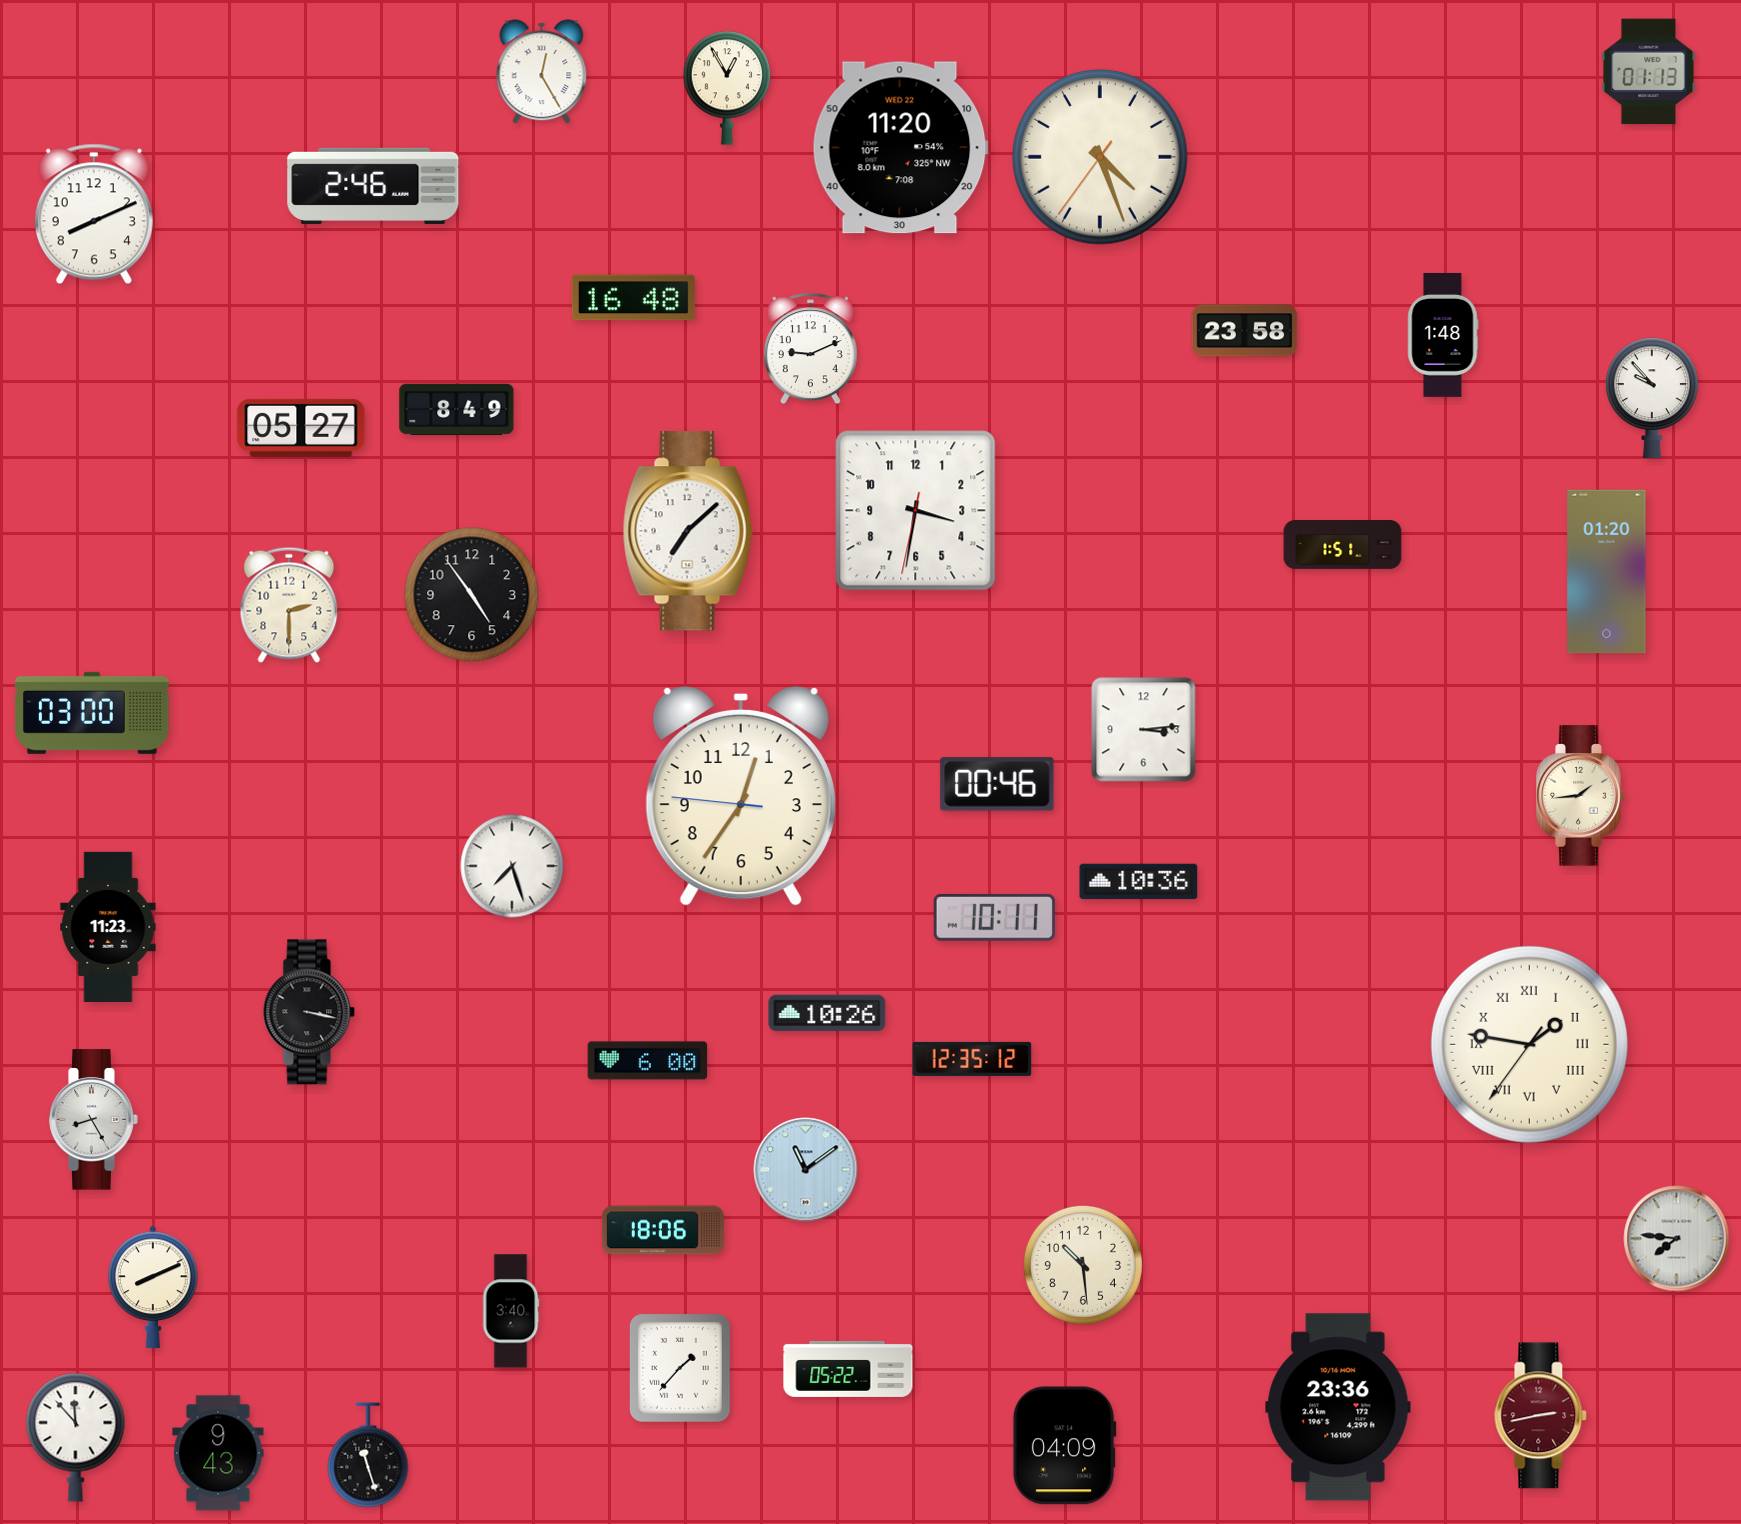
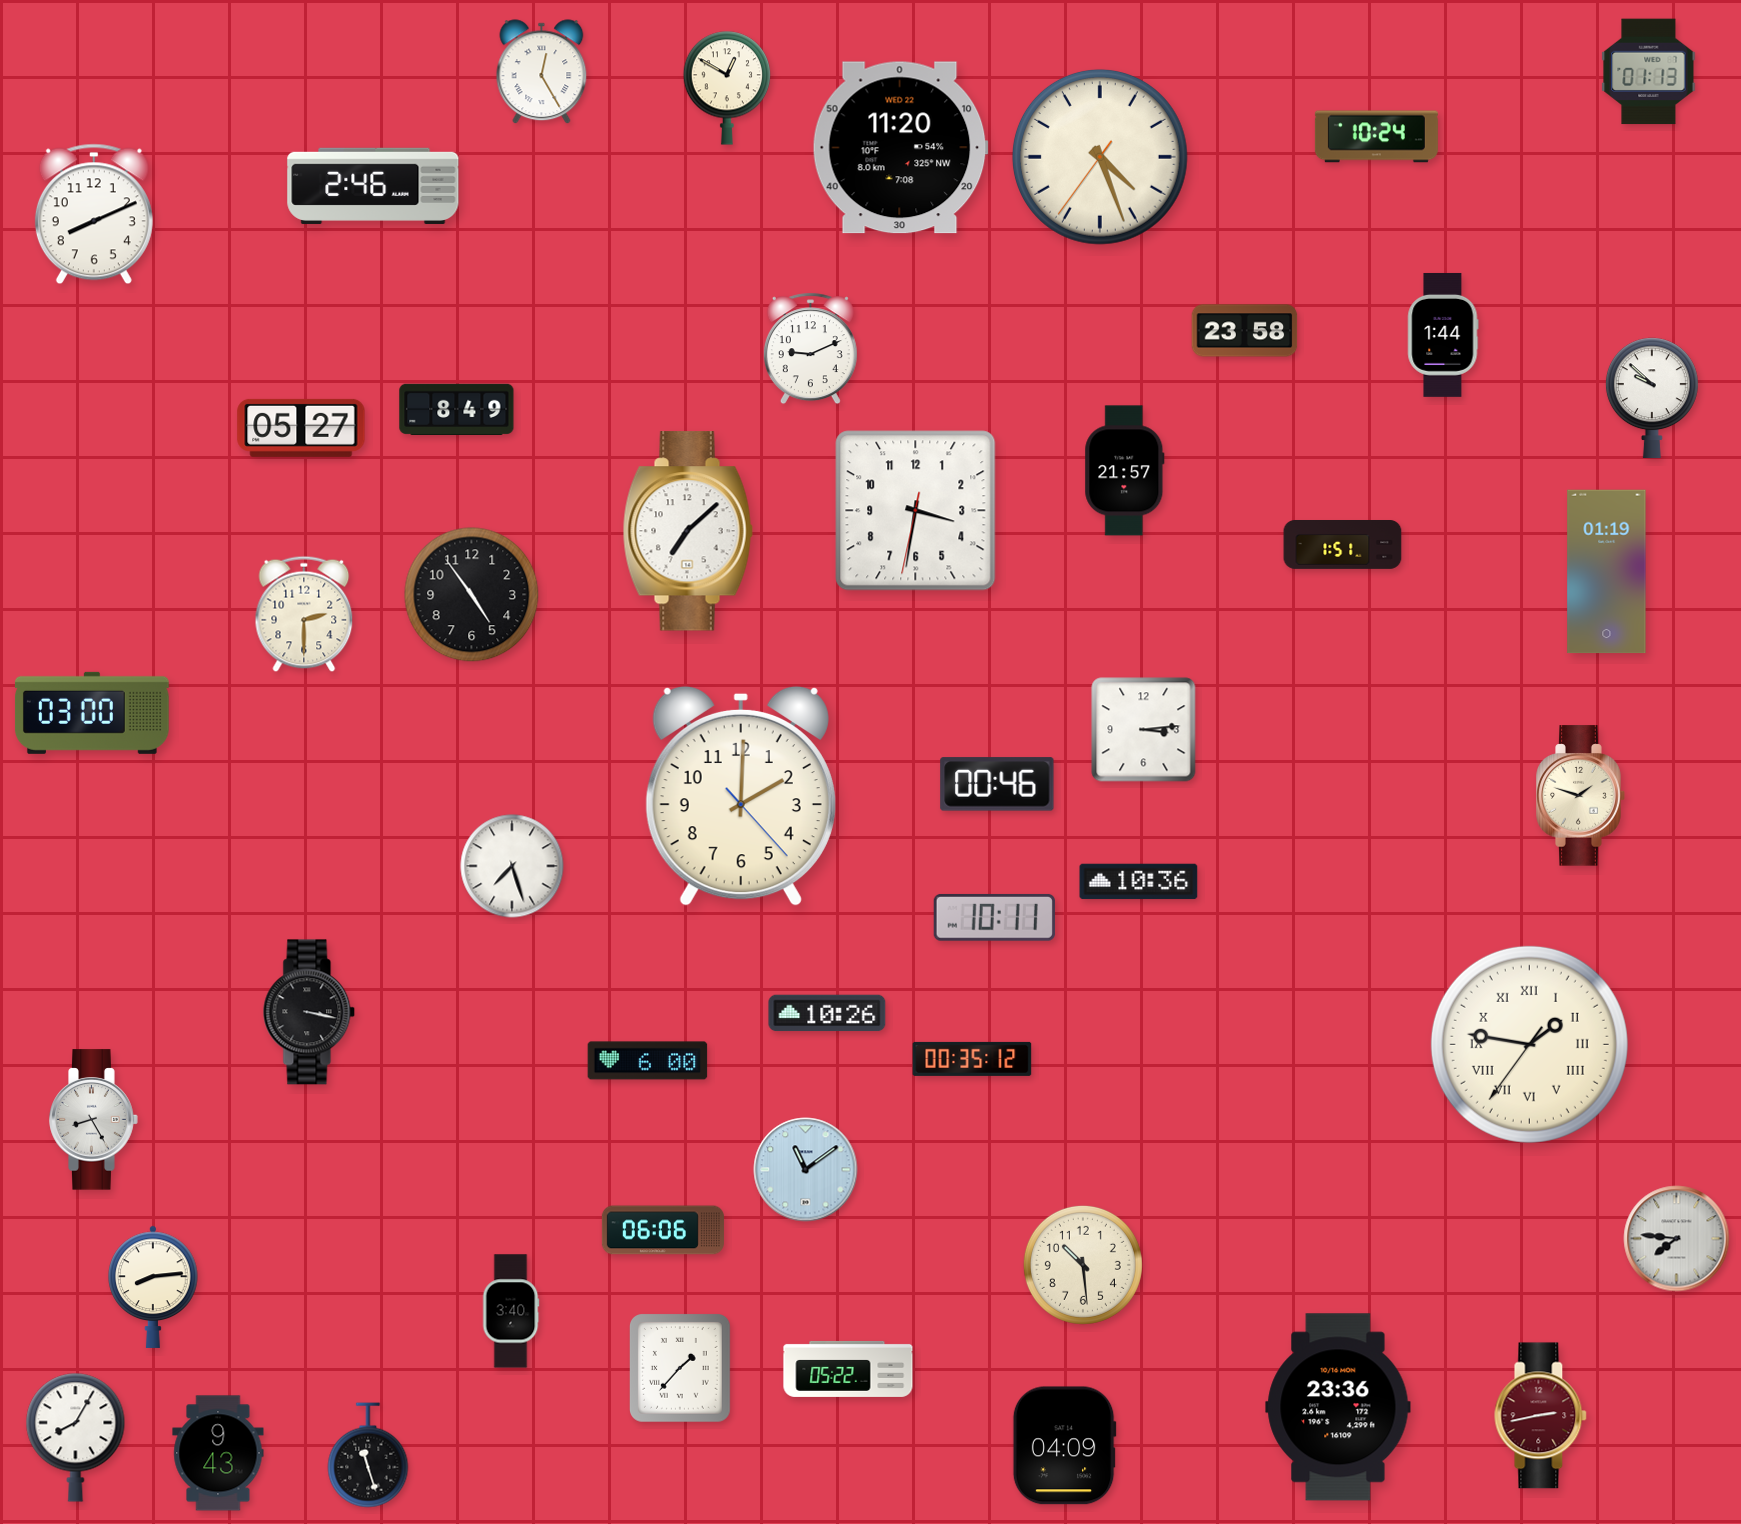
clock at (727, 88): 12:55 -> 12:50
clock at (1376, 137): none -> 10:24
clock at (633, 298): 16:48 -> none
clock at (1443, 335): 1:48 -> 1:44
clock at (1652, 398): 9:53 -> 9:52
clock at (1125, 471): none -> 21:57
clock at (1607, 572): 01:20 -> 01:19
clock at (289, 605) position: (289, 605) -> (304, 614)
clock at (741, 796): 12:35 -> 2:00
clock at (1581, 796): 1:44 -> 1:48
clock at (108, 926): 11:23 -> none
clock at (972, 1059): 12:35 -> 00:35
clock at (663, 1230): 18:06 -> 06:06
clock at (153, 1287): 8:11 -> 8:14
clock at (76, 1437): 11:53 -> 8:05
